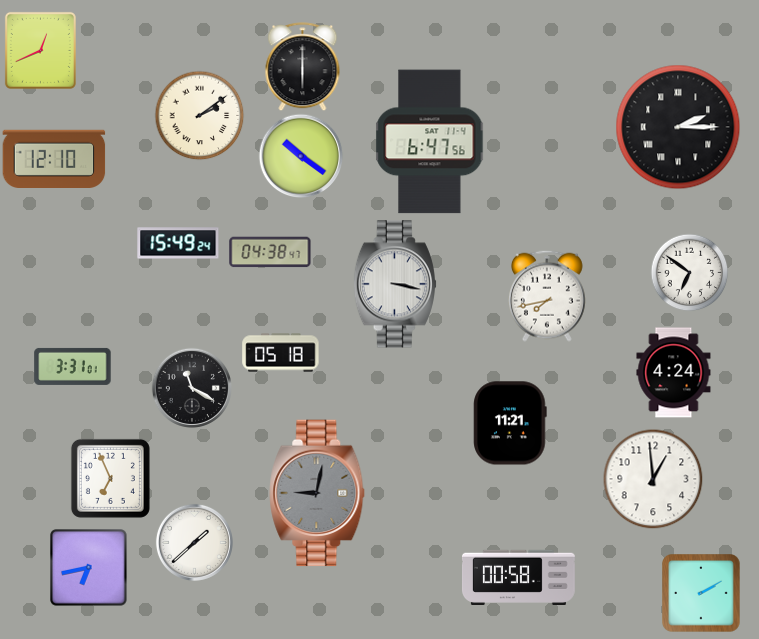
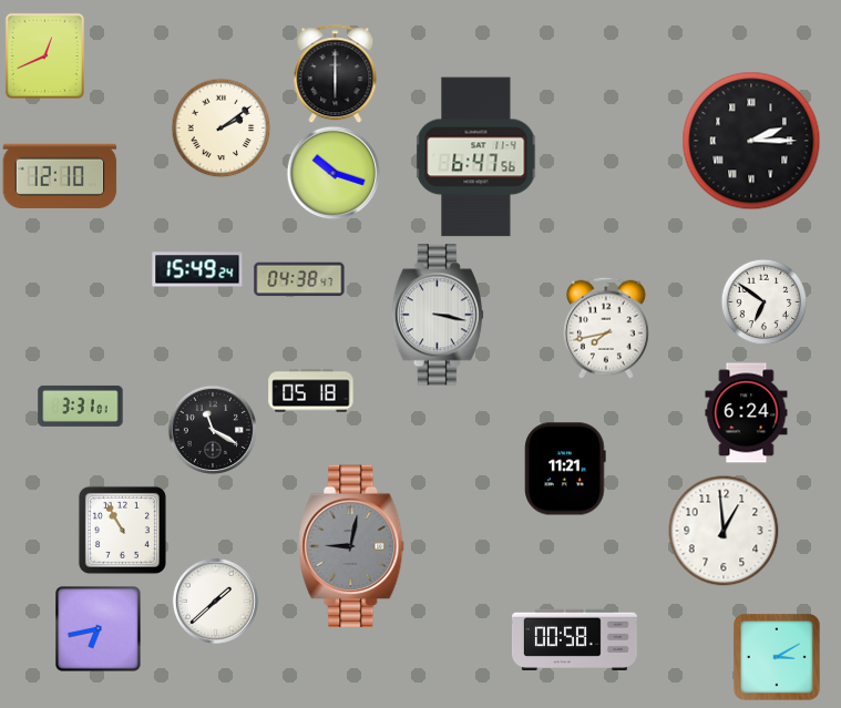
clock at (301, 156): 10:21 -> 10:18
clock at (674, 373): 4:24 -> 6:24
clock at (110, 478): 6:56 -> 10:55
clock at (702, 594): 2:10 -> 3:10
